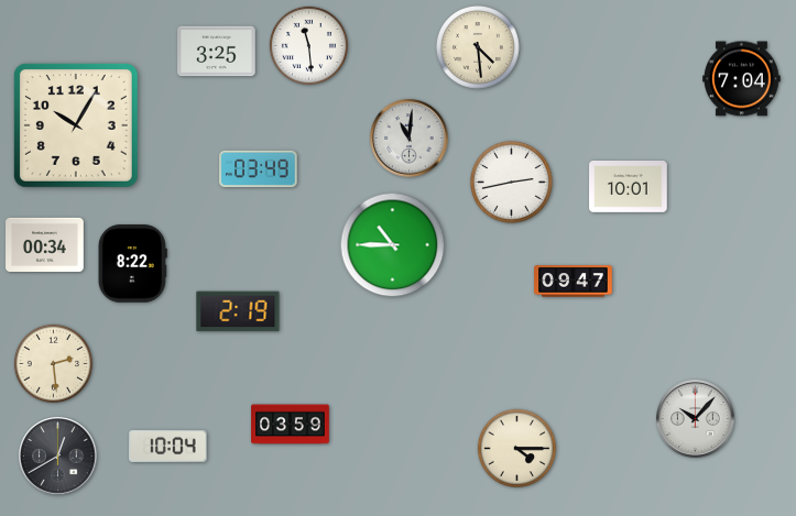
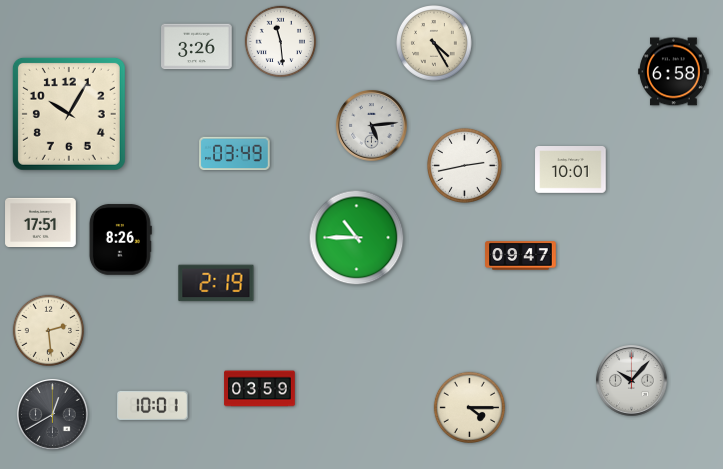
clock at (479, 48): 4:29 -> 4:25
clock at (217, 52): 3:25 -> 3:26
clock at (742, 79): 7:04 -> 6:58
clock at (410, 139): 11:01 -> 5:14
clock at (45, 244): 00:34 -> 17:51
clock at (393, 245) position: (393, 245) -> (357, 238)
clock at (132, 264): 8:22 -> 8:26
clock at (291, 425) position: (291, 425) -> (260, 389)
clock at (168, 446): 10:04 -> 10:01
